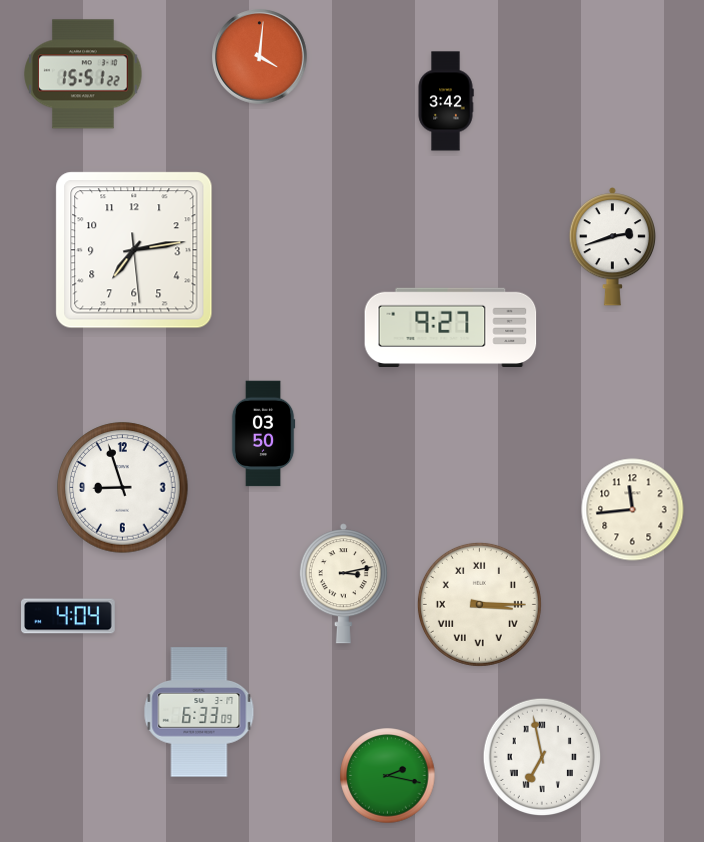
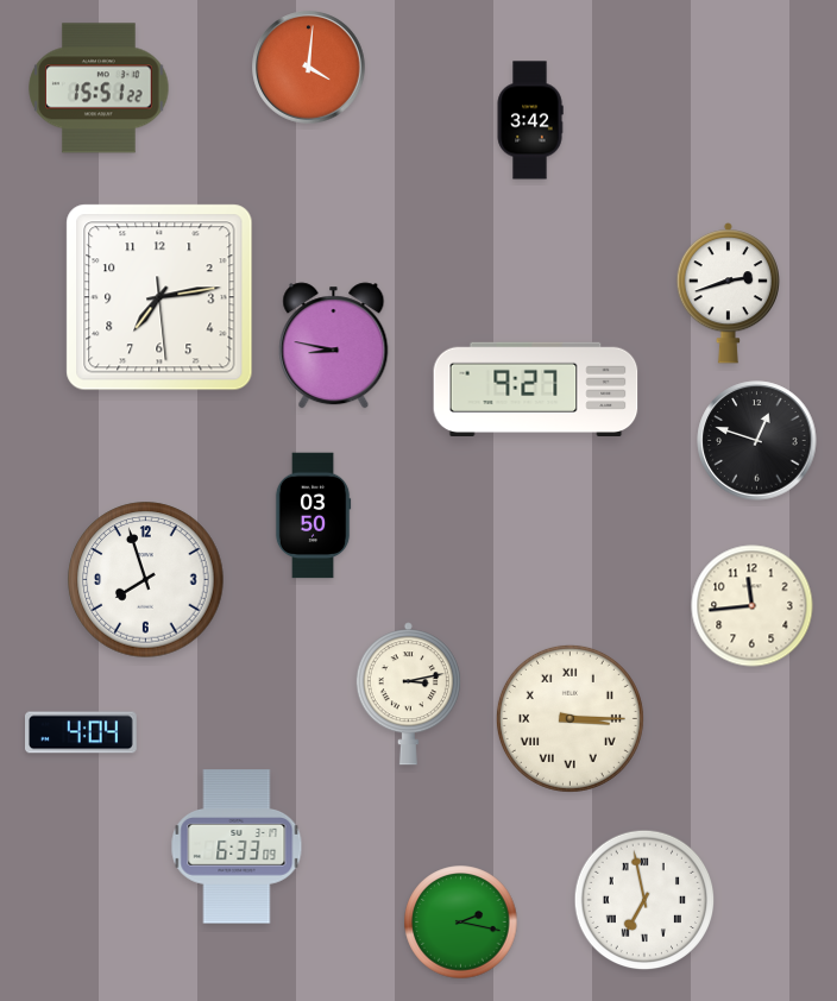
clock at (334, 346): none -> 8:47
clock at (757, 441): none -> 12:48
clock at (123, 488): 8:57 -> 7:57
